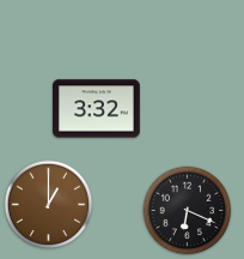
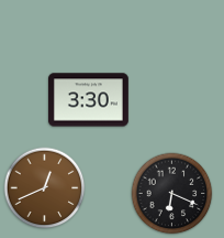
clock at (97, 109): 3:32 -> 3:30
clock at (49, 205): 1:00 -> 12:41
